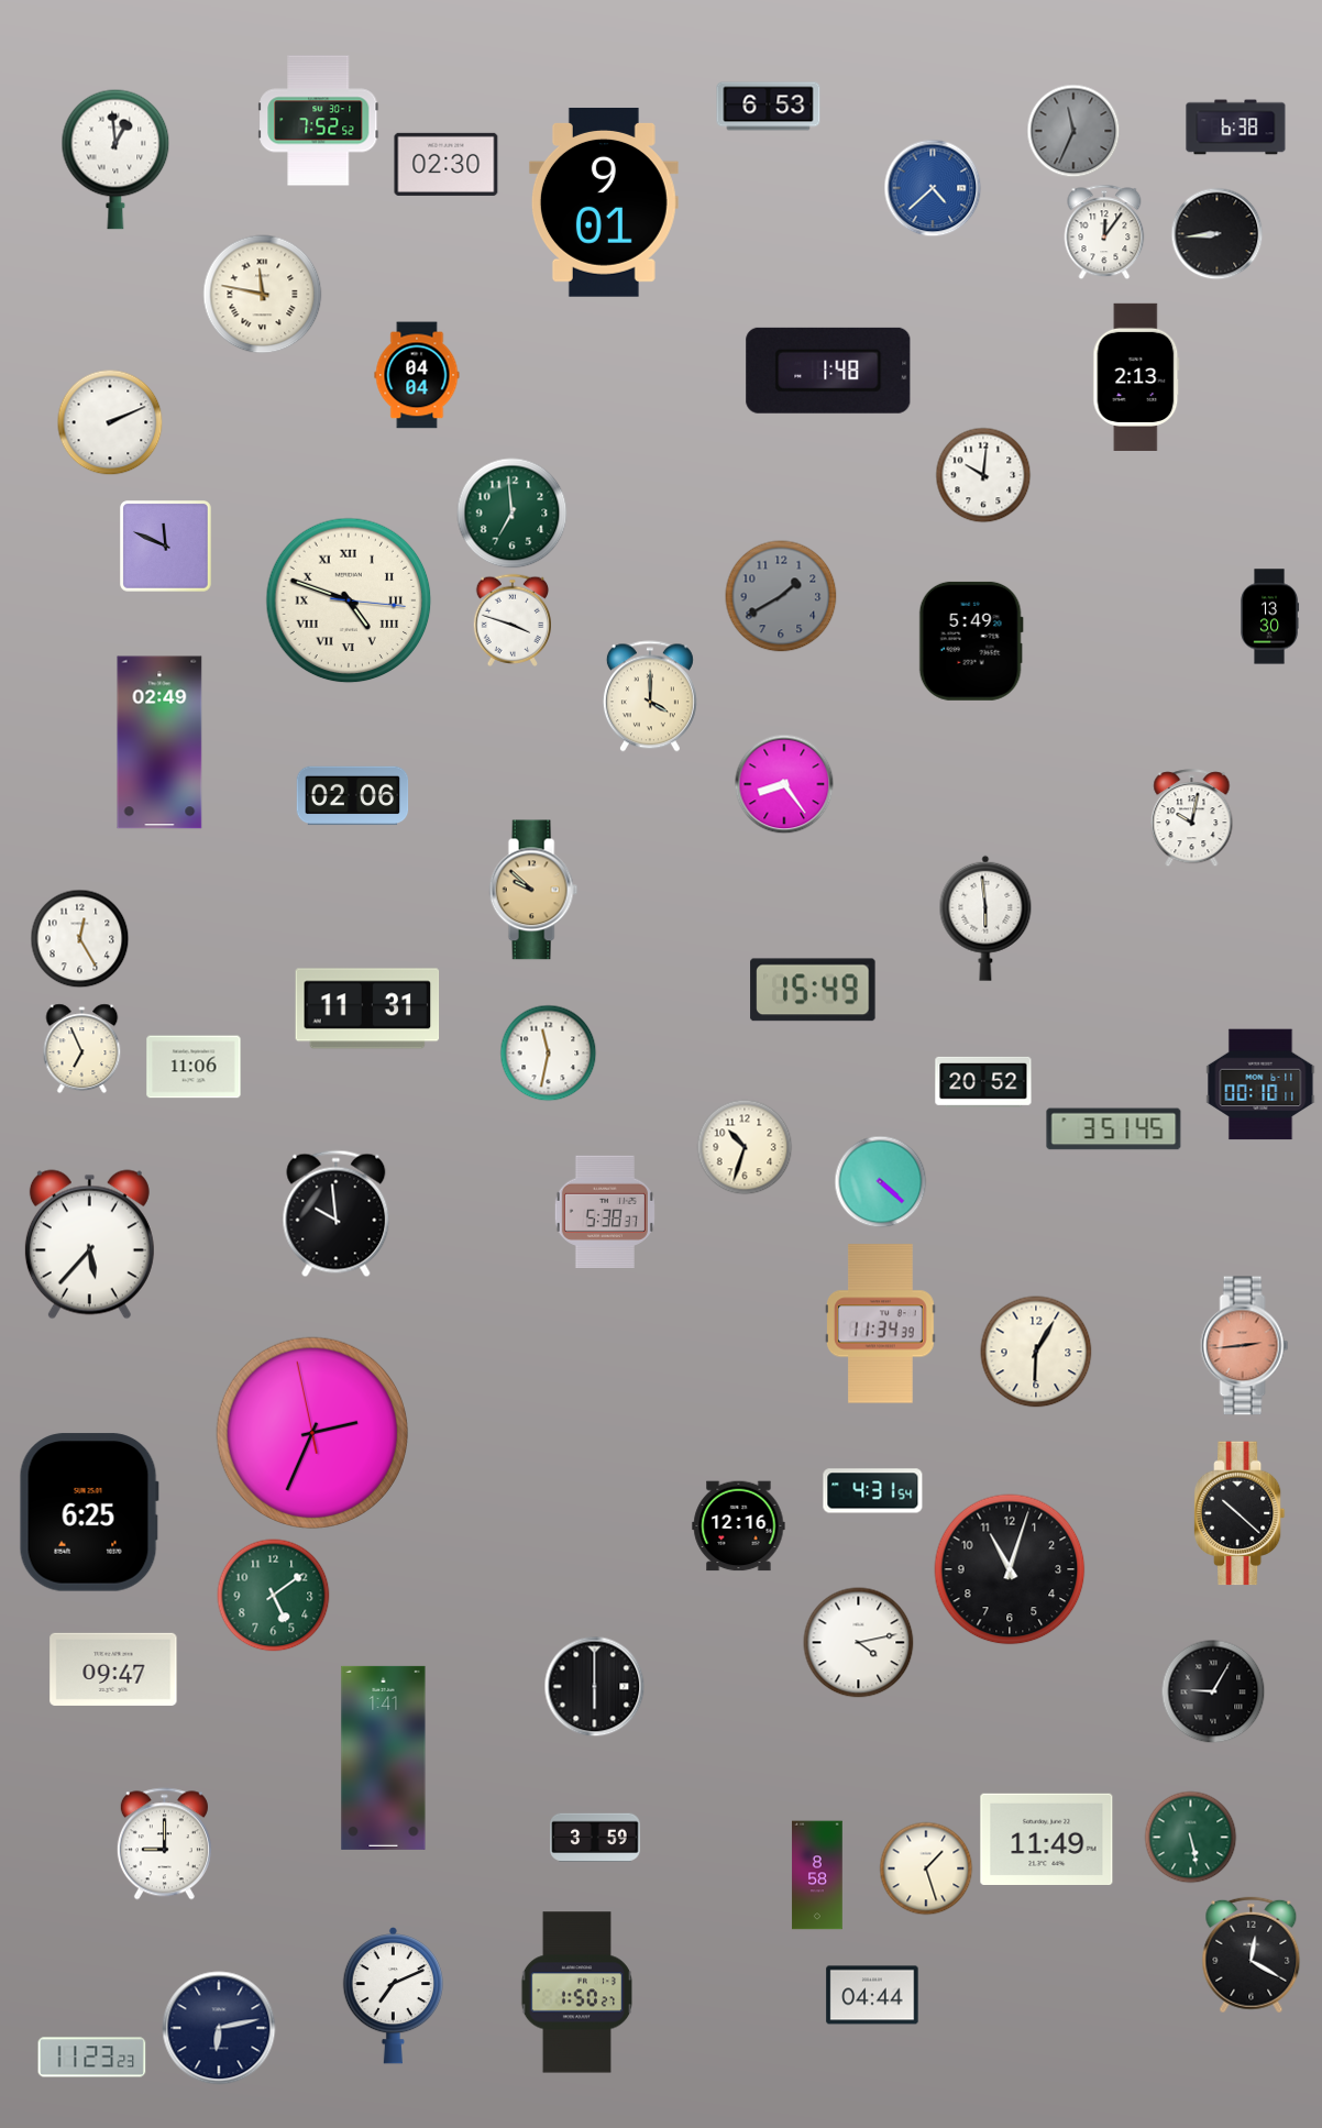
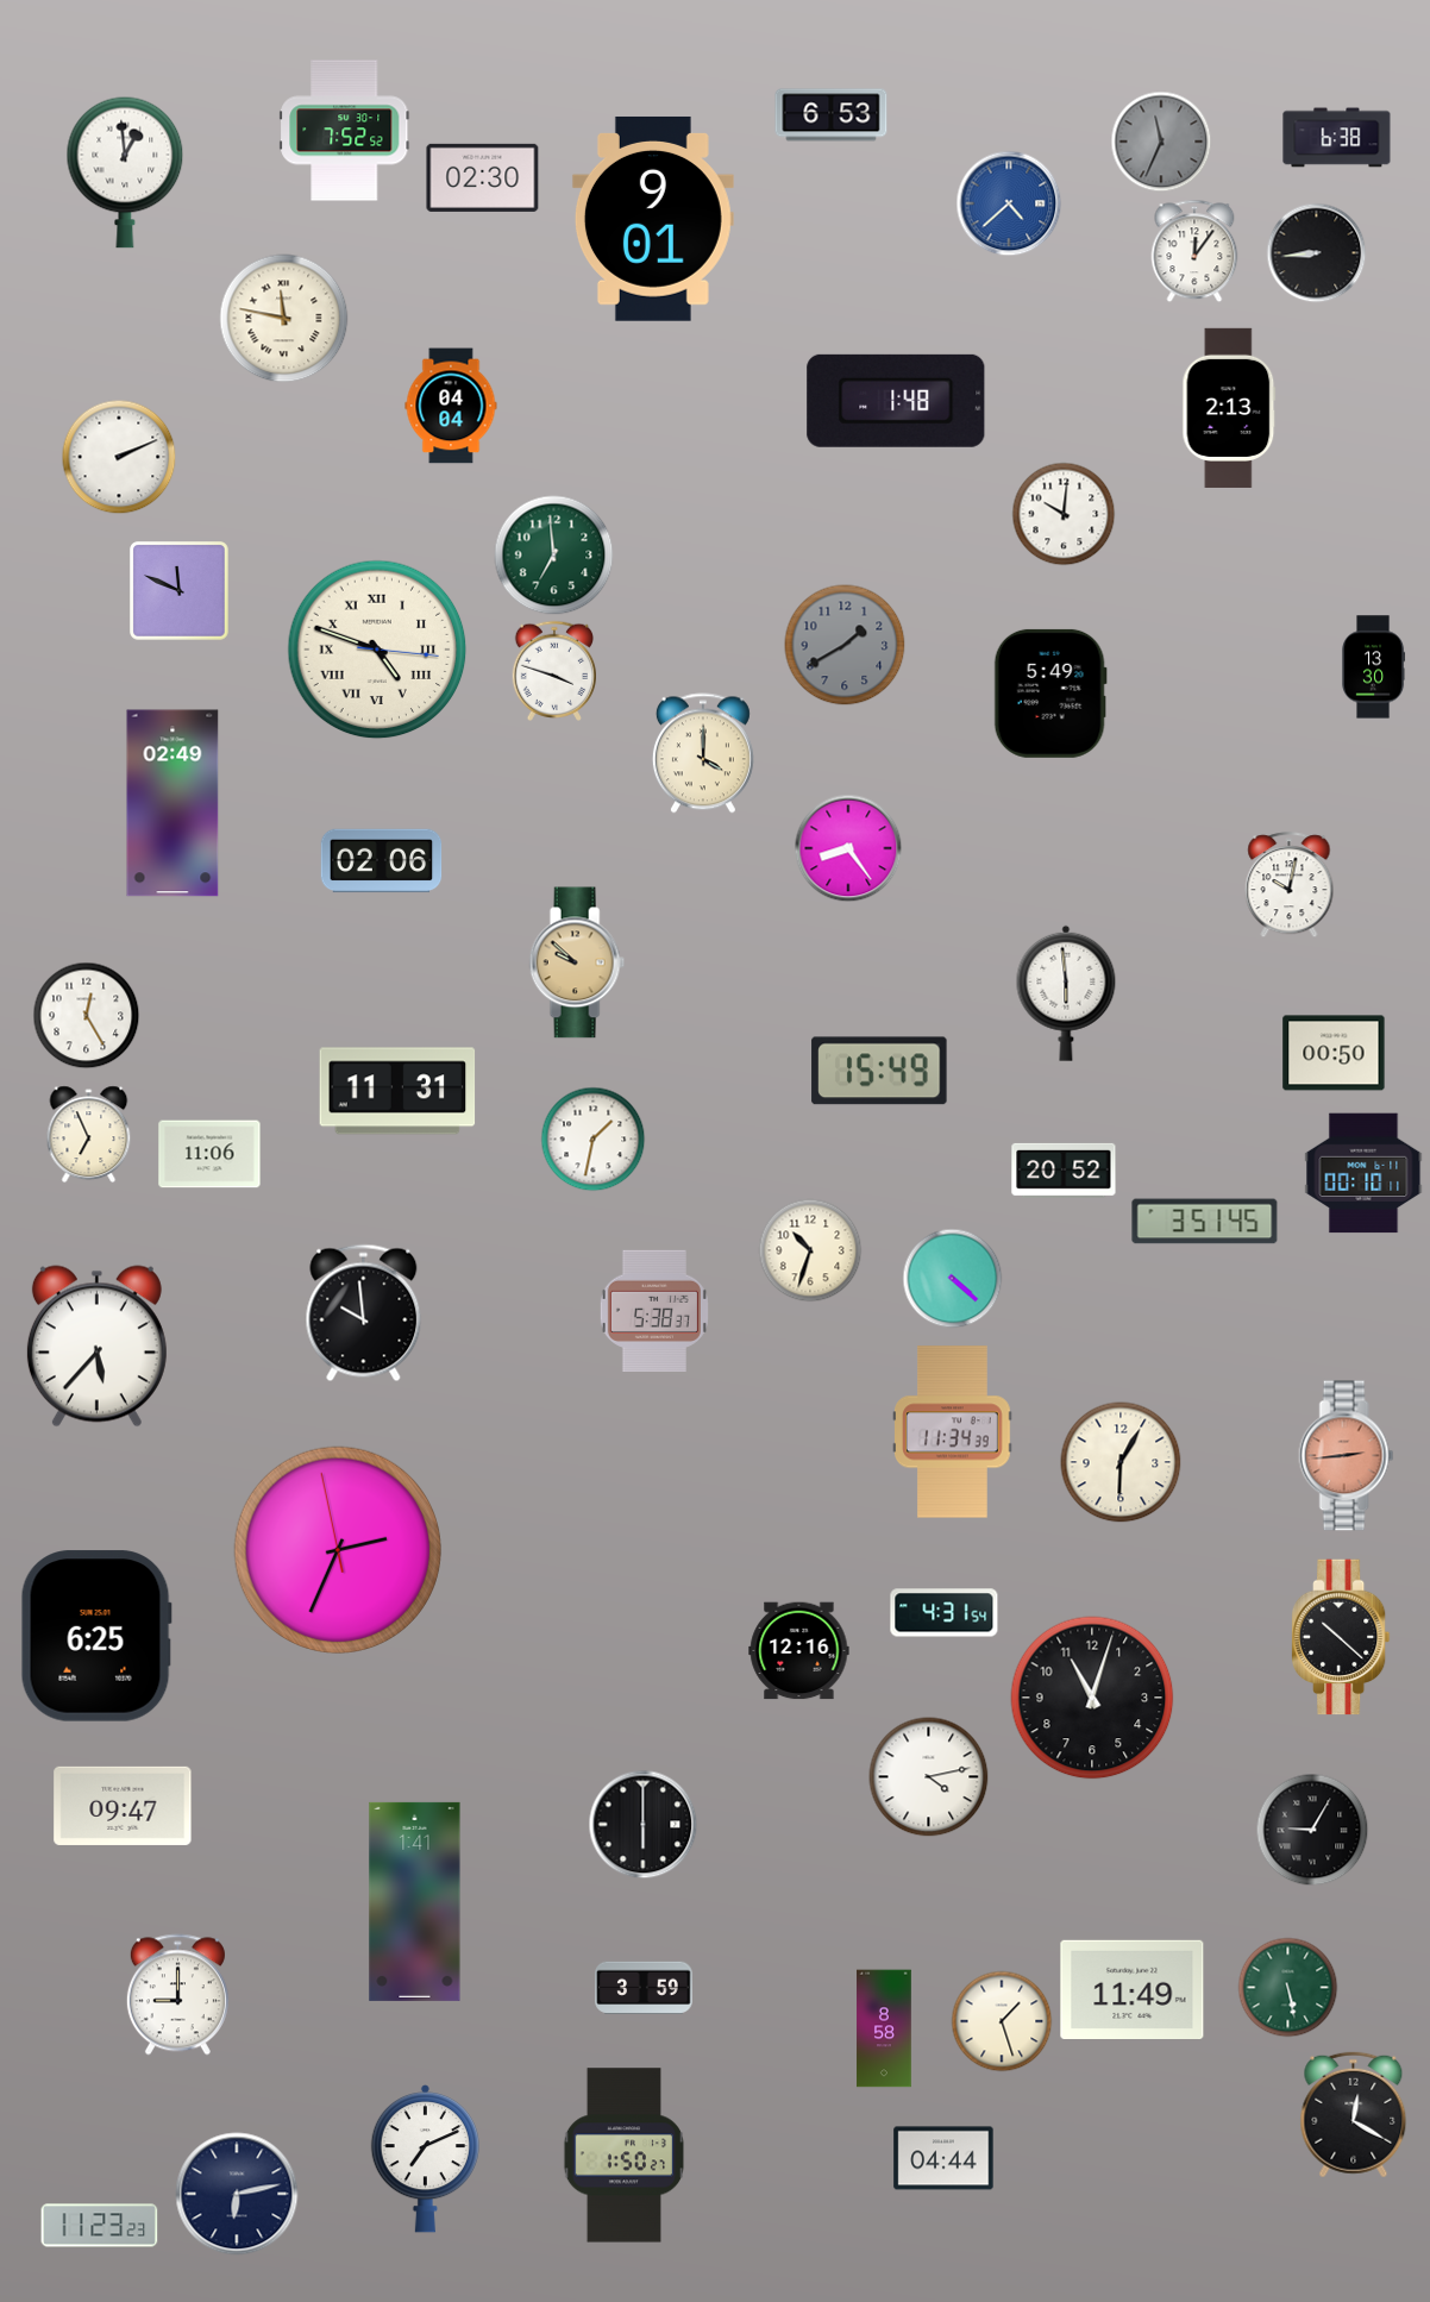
clock at (1334, 1053): none -> 00:50
clock at (549, 1054): 11:32 -> 1:32
clock at (745, 1147) position: (745, 1147) -> (810, 1250)
clock at (274, 1596): 5:09 -> none
